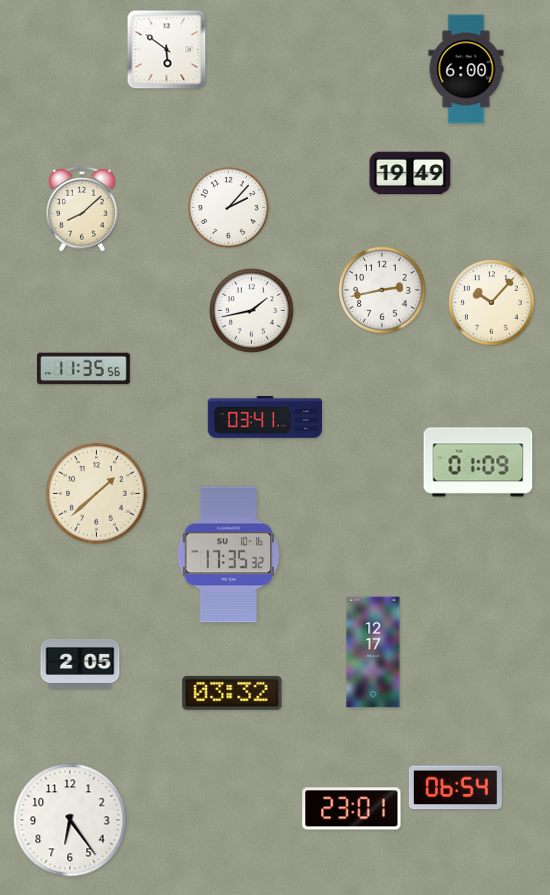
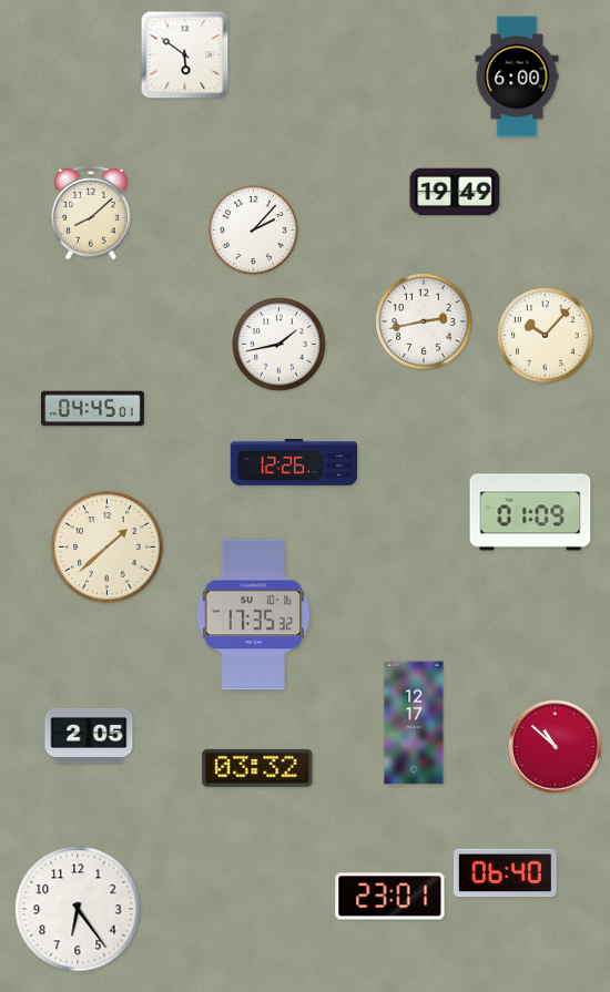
clock at (82, 209) position: (82, 209) -> (91, 213)
clock at (84, 369): 11:35 -> 04:45
clock at (264, 417): 03:41 -> 12:26
clock at (556, 747): none -> 10:52
clock at (455, 788): 06:54 -> 06:40
